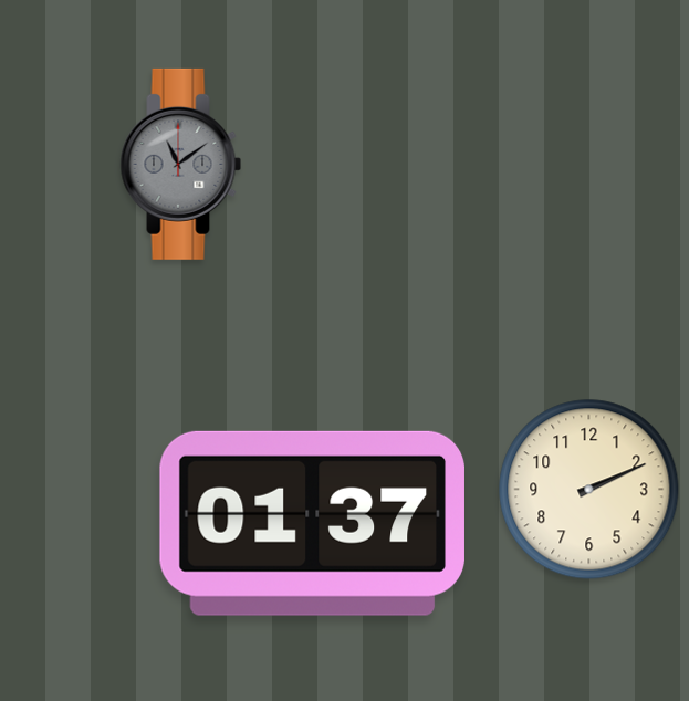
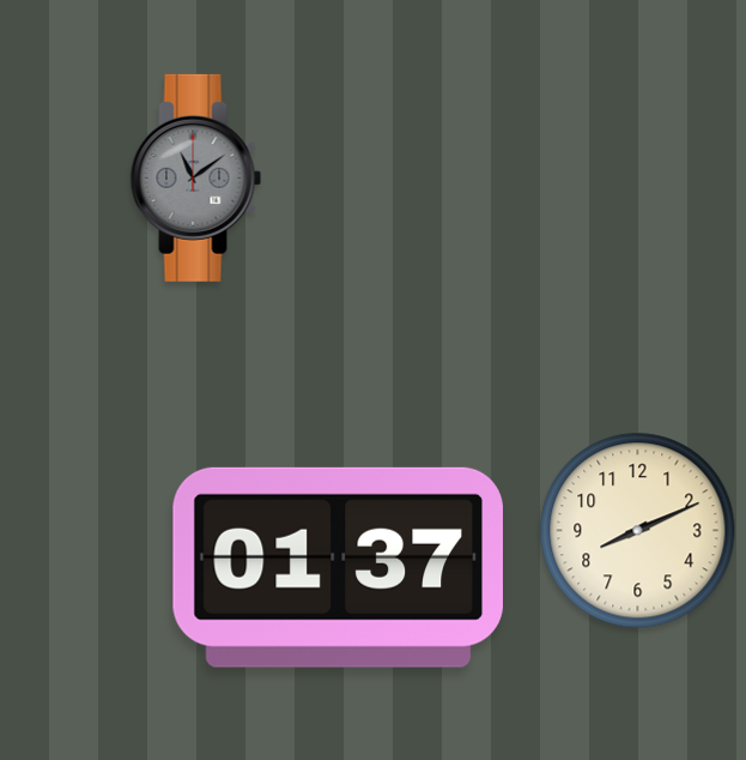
clock at (589, 490): 2:11 -> 8:11
